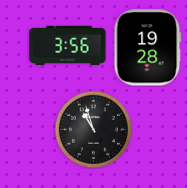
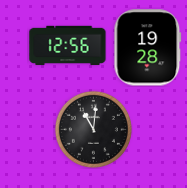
clock at (68, 46): 3:56 -> 12:56
clock at (93, 129): 10:57 -> 11:01
